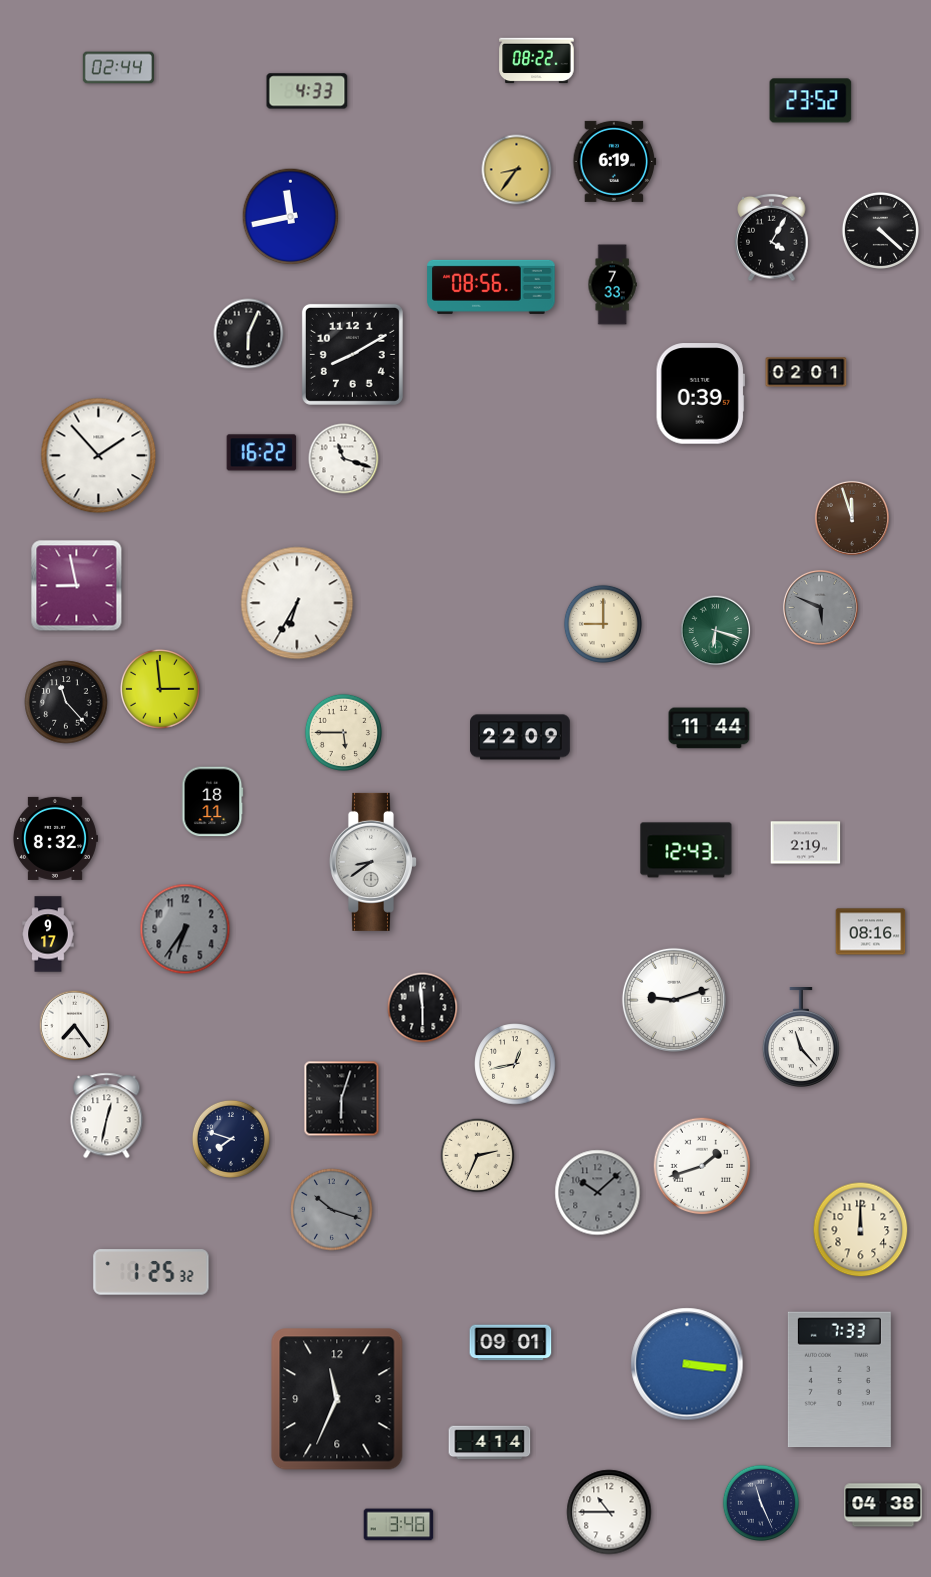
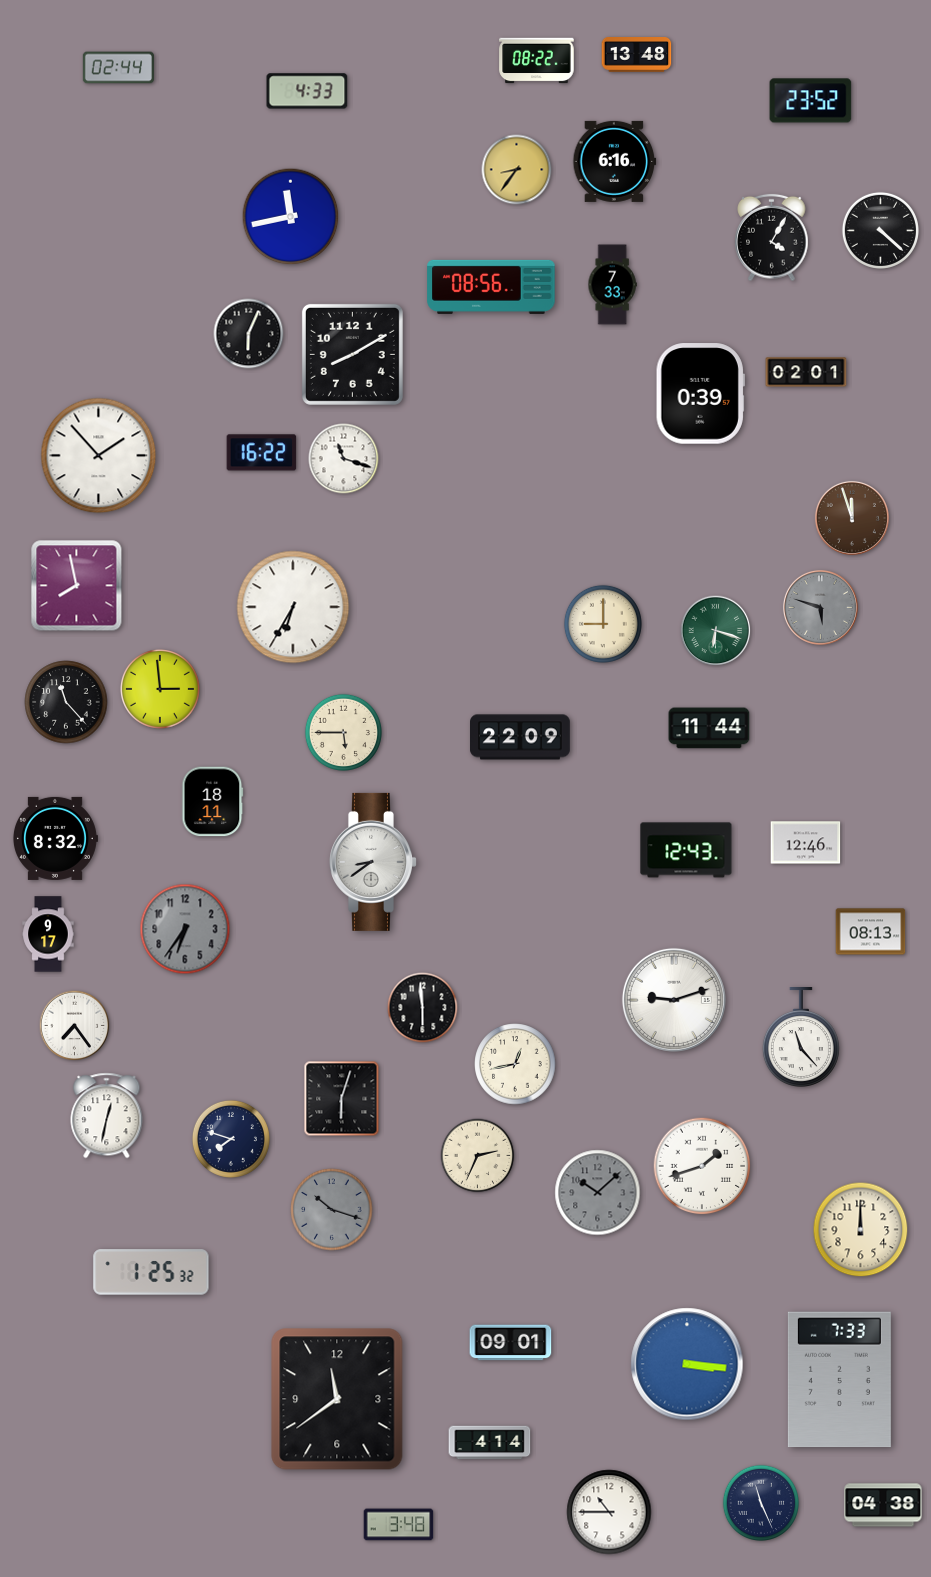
clock at (637, 55): none -> 13:48
clock at (615, 161): 6:19 -> 6:16
clock at (77, 586): 8:58 -> 7:58
clock at (297, 603) position: (297, 603) -> (293, 607)
clock at (820, 607): 5:49 -> 5:48
clock at (806, 843): 2:19 -> 12:46
clock at (871, 932): 08:16 -> 08:13
clock at (337, 1399): 11:34 -> 11:39
